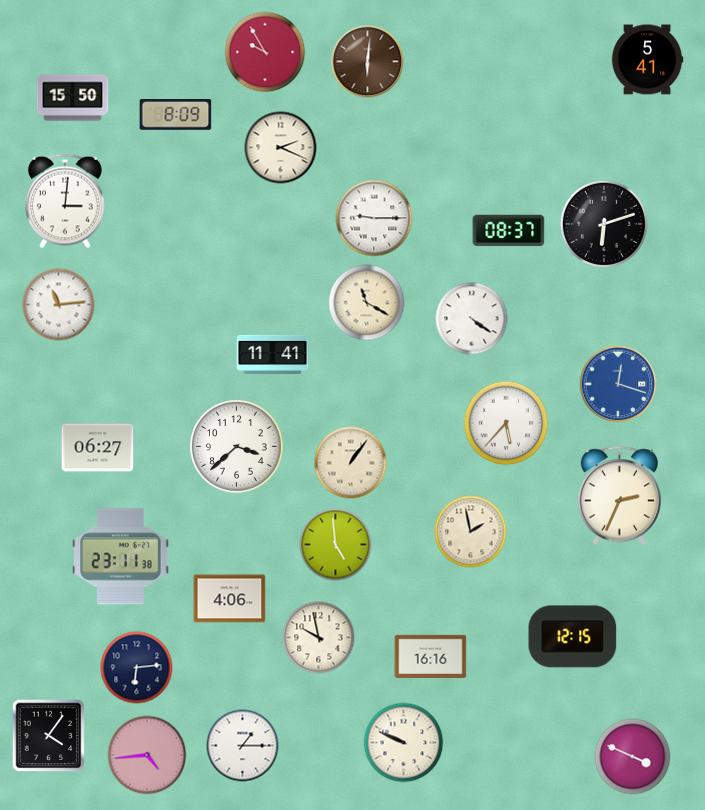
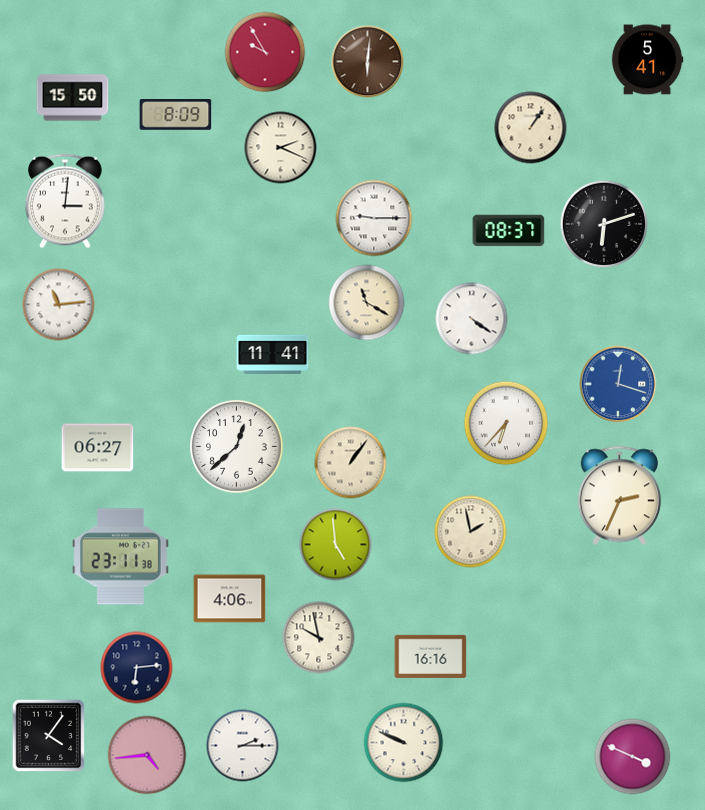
clock at (531, 128): none -> 1:06
clock at (506, 423): 5:37 -> 6:37
clock at (237, 447): 3:38 -> 12:38
clock at (573, 637): 12:15 -> none
clock at (243, 746): 1:15 -> 2:15
